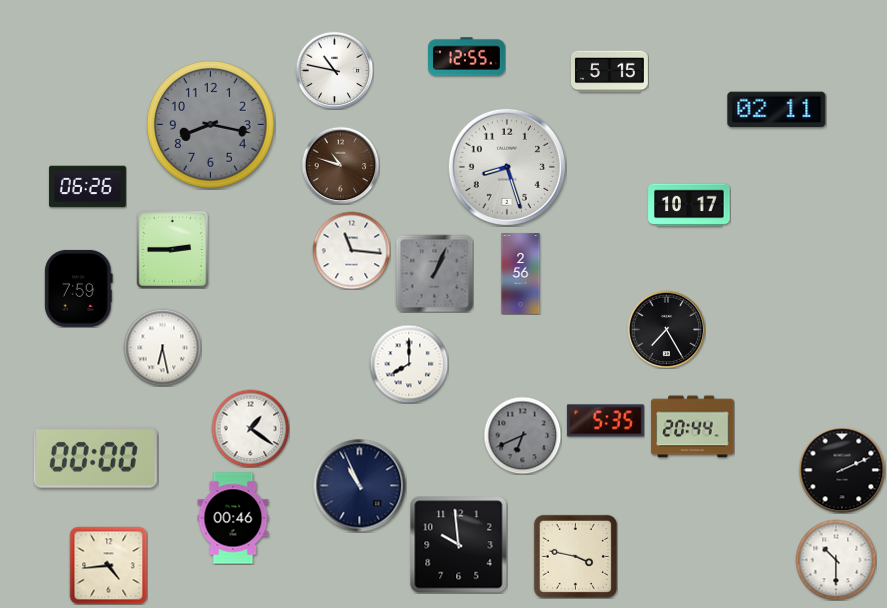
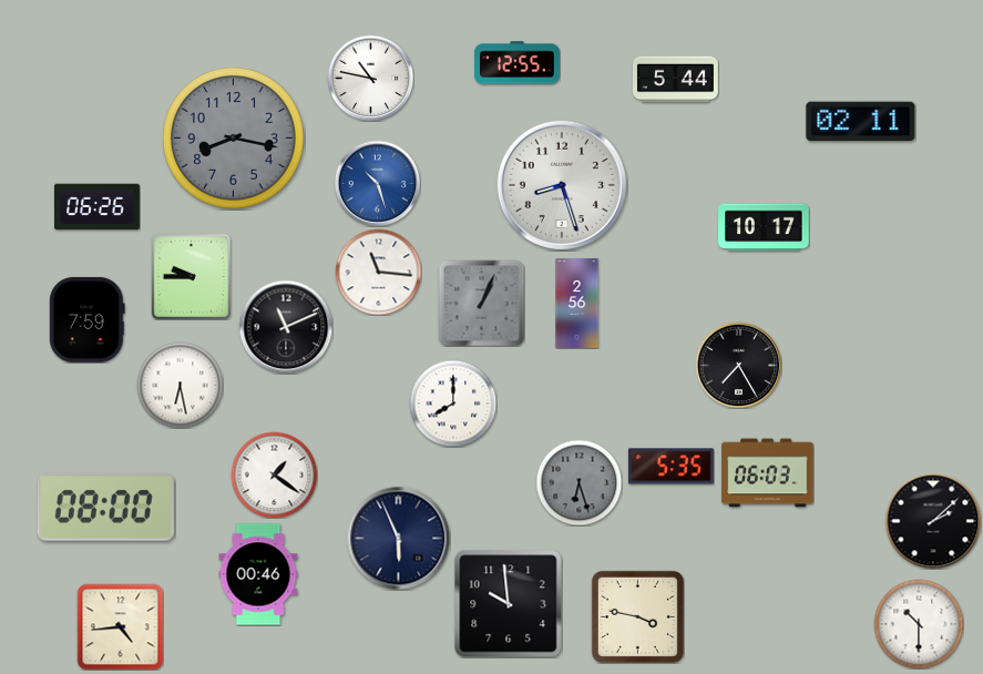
clock at (609, 72): 5:15 -> 5:44
clock at (340, 165): 10:48 -> 10:27
clock at (340, 165) dial: brown -> blue
clock at (173, 249): 2:45 -> 9:45
clock at (351, 250) position: (351, 250) -> (378, 272)
clock at (286, 327): none -> 11:11
clock at (693, 427): 20:44 -> 06:03
clock at (250, 428) position: (250, 428) -> (274, 474)
clock at (522, 435): 6:41 -> 6:27
clock at (95, 458): 00:00 -> 08:00
clock at (842, 470): 2:11 -> 2:08
clock at (359, 485): 10:56 -> 5:56
clock at (836, 560) position: (836, 560) -> (919, 624)
